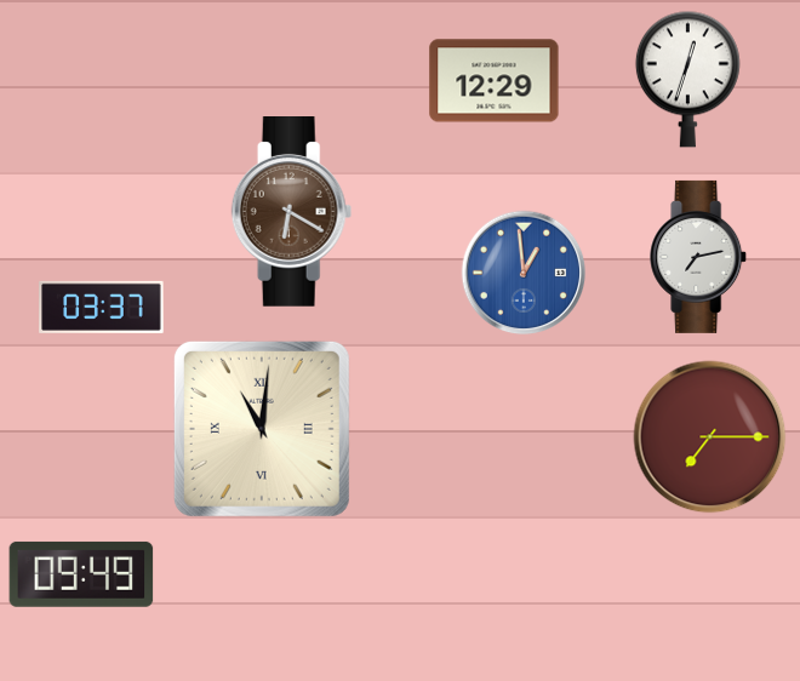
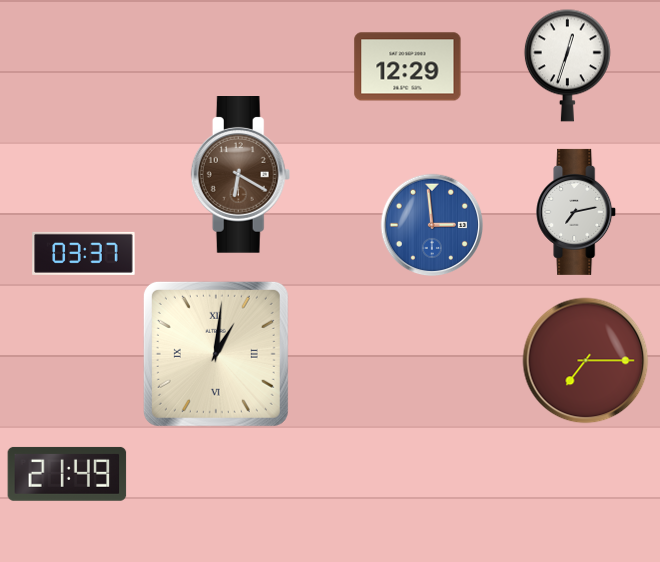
clock at (524, 273): 12:59 -> 2:59
clock at (262, 429): 11:01 -> 1:01
clock at (81, 574): 09:49 -> 21:49
